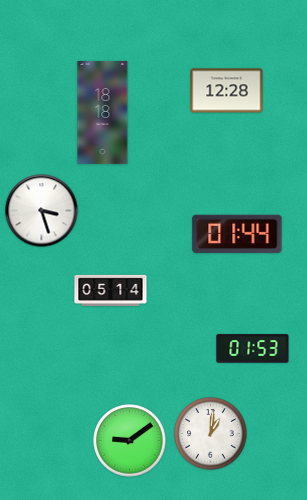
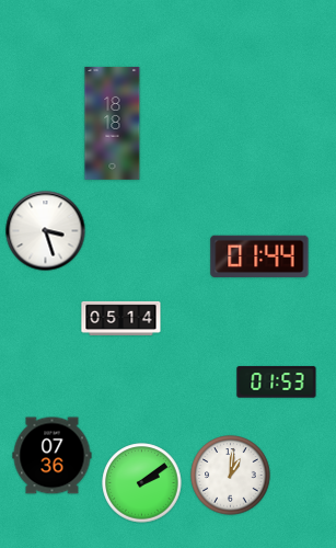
clock at (227, 91): 12:28 -> none
clock at (53, 456): none -> 07:36
clock at (130, 441): 9:09 -> 2:09
